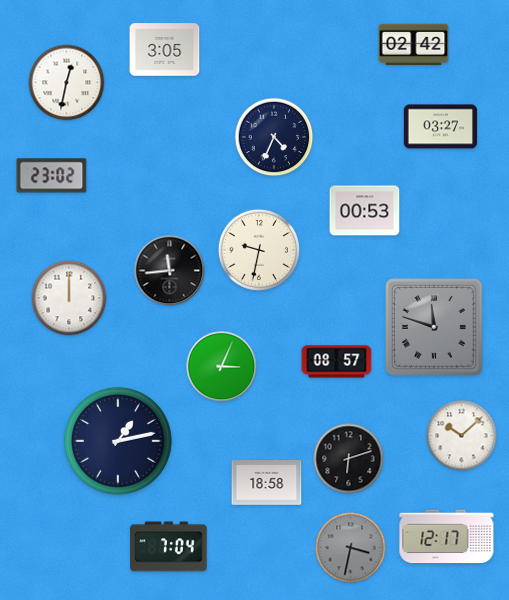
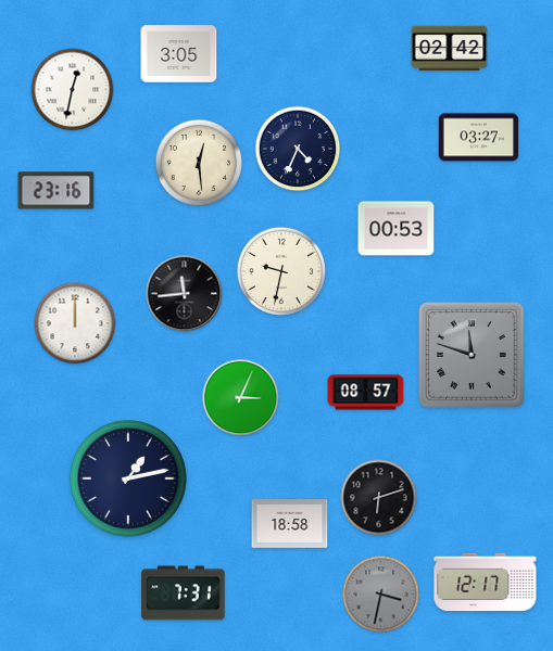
clock at (199, 163): none -> 12:29
clock at (52, 176): 23:02 -> 23:16
clock at (462, 436): 10:08 -> none
clock at (169, 547): 7:04 -> 7:31
